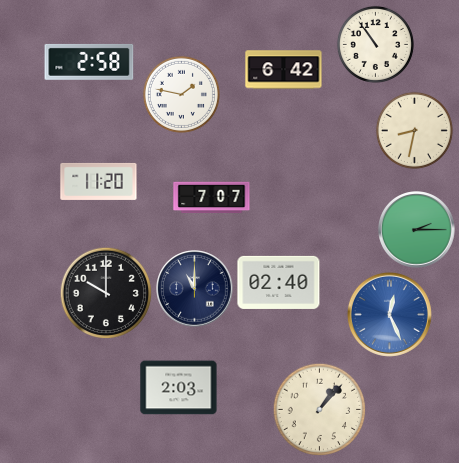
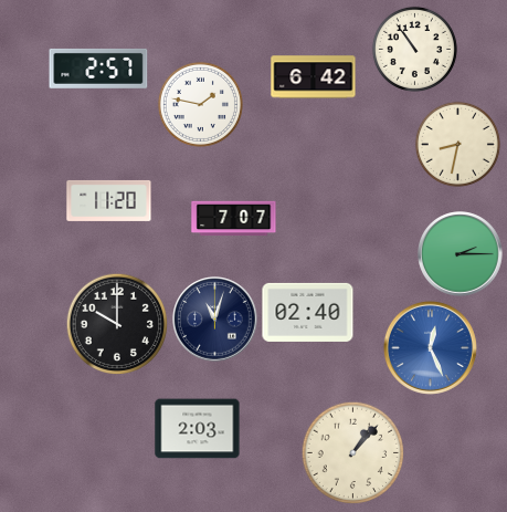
clock at (89, 62): 2:58 -> 2:57
clock at (195, 289): 11:00 -> 11:03
